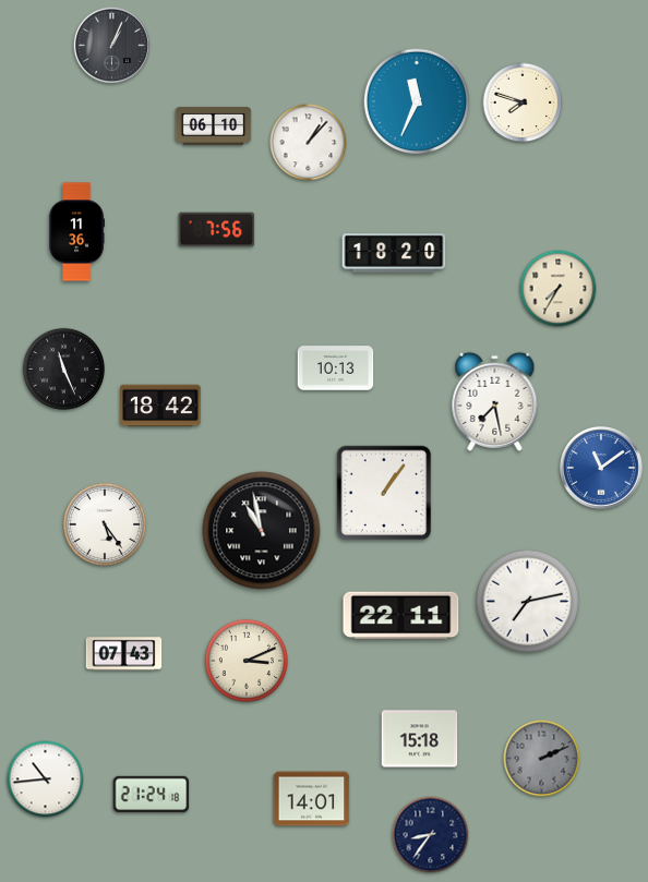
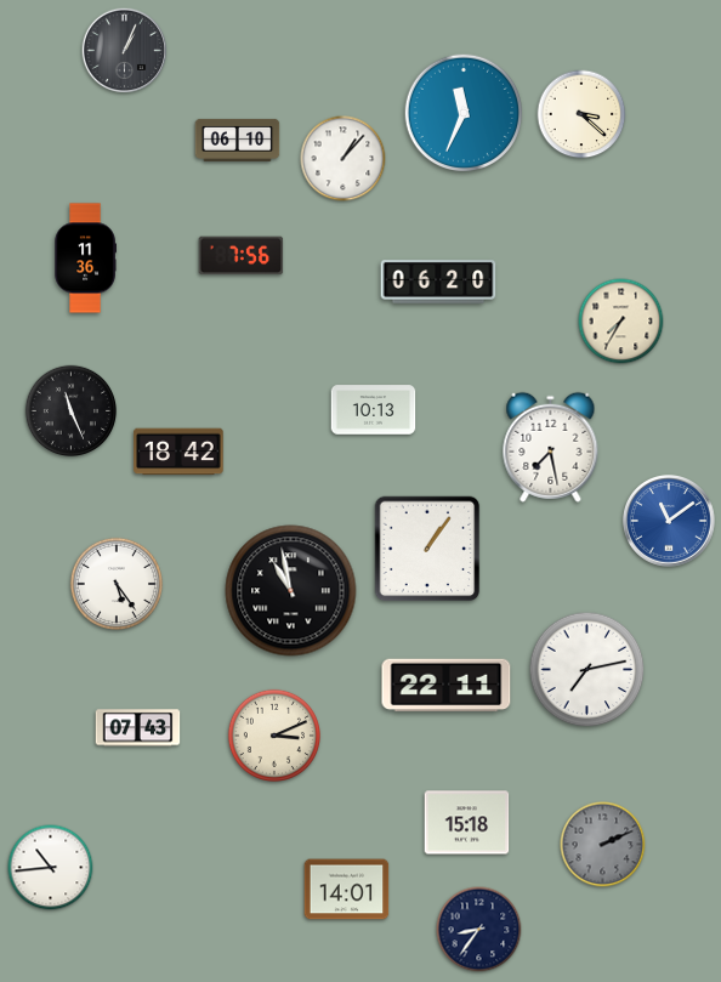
clock at (523, 102): 7:48 -> 3:22
clock at (394, 253): 18:20 -> 06:20
clock at (152, 794): 21:24 -> none
